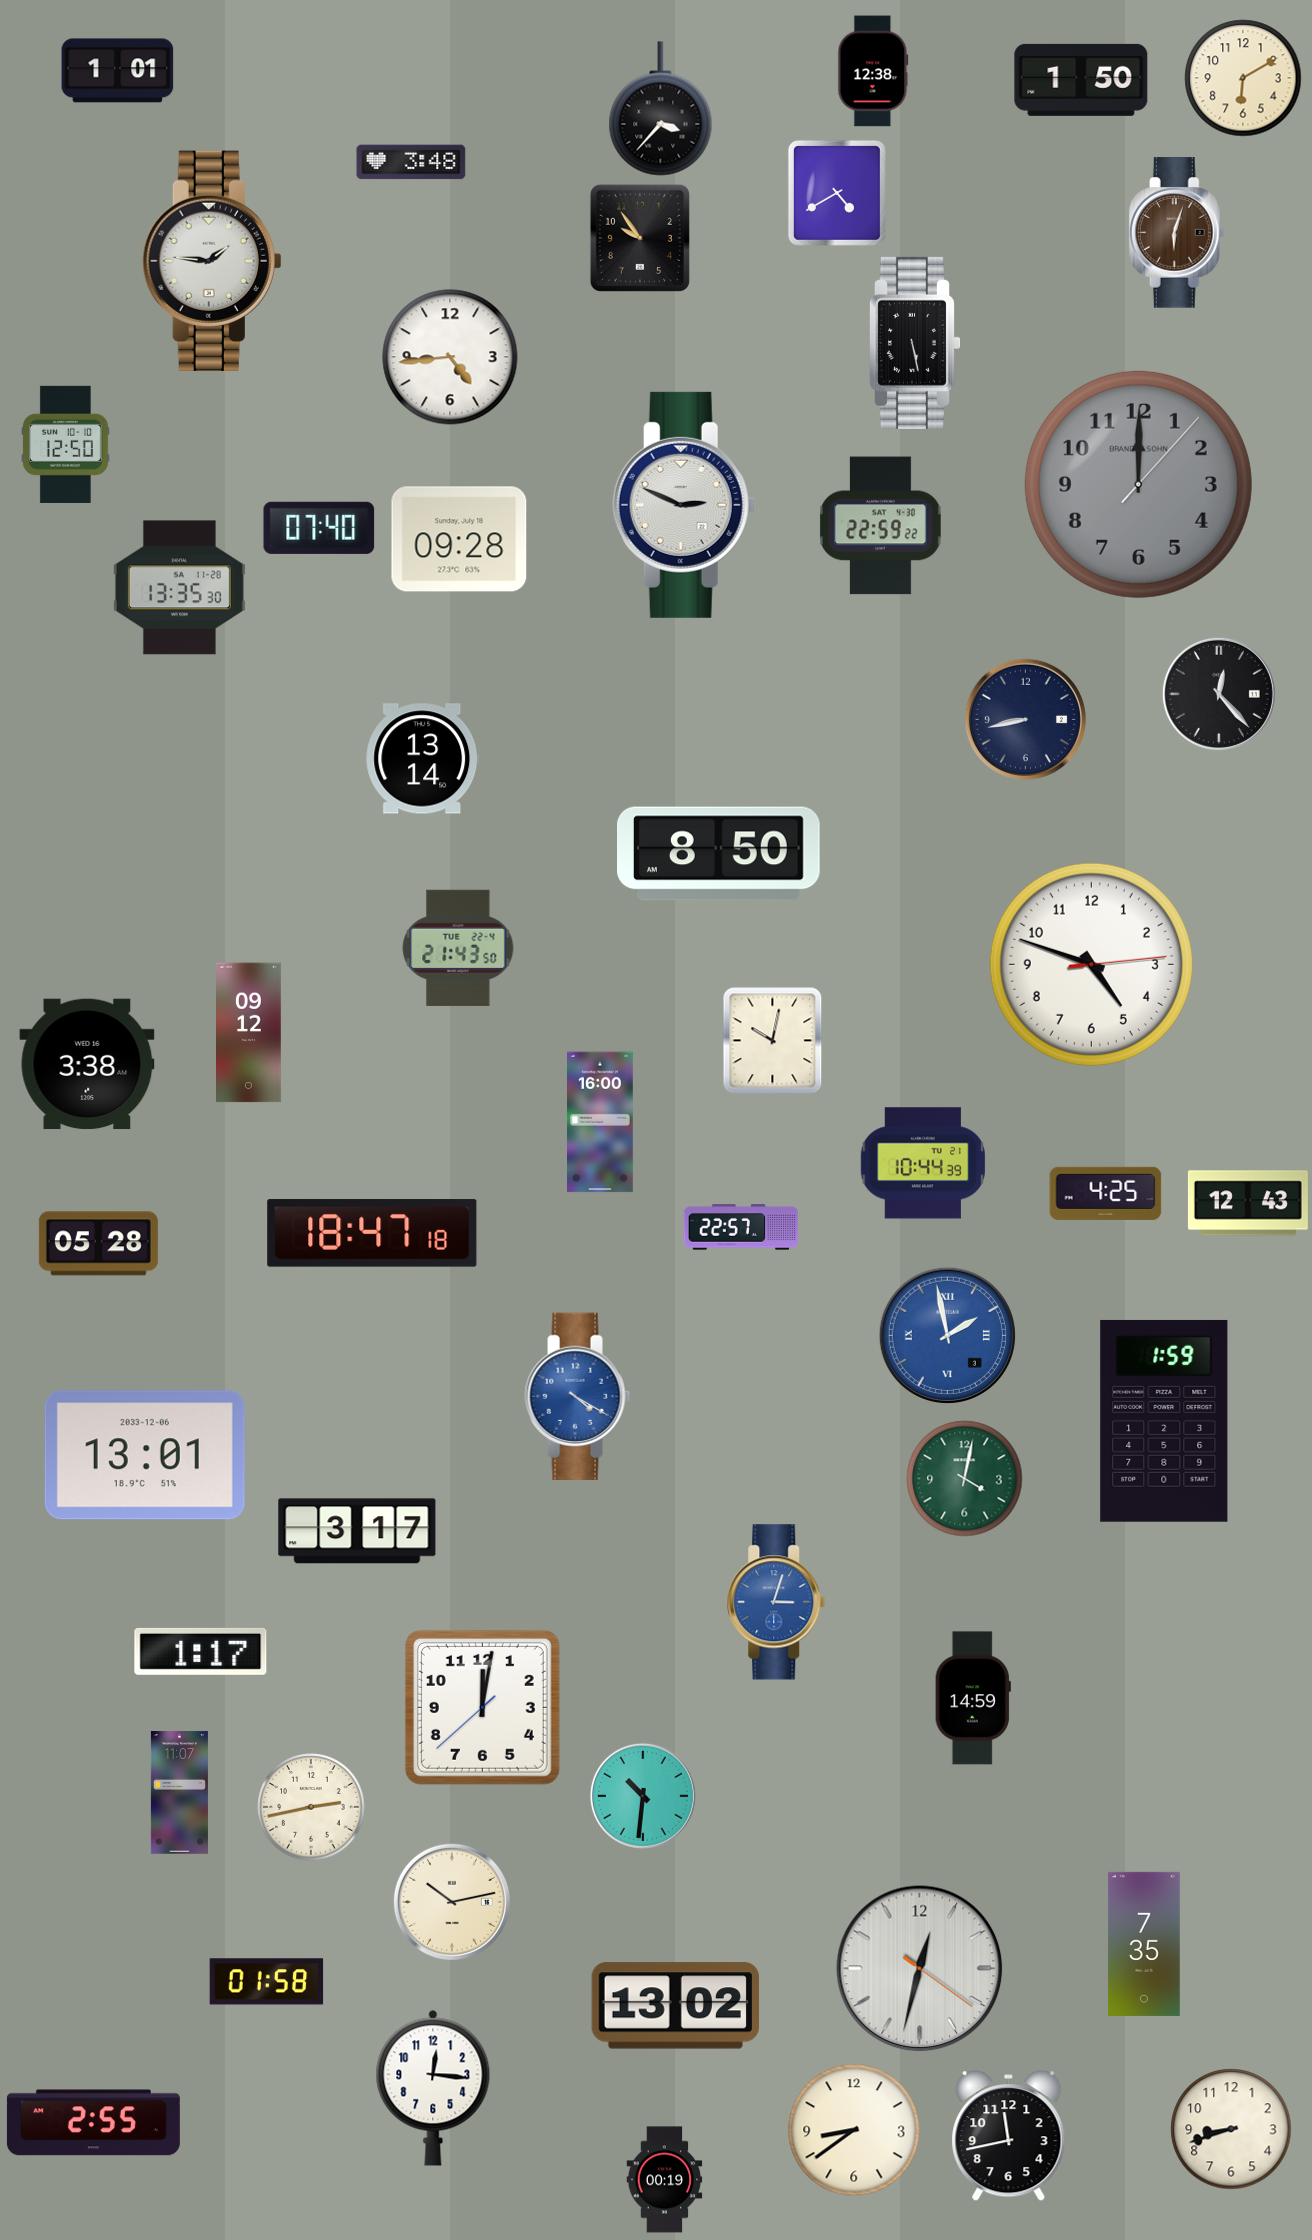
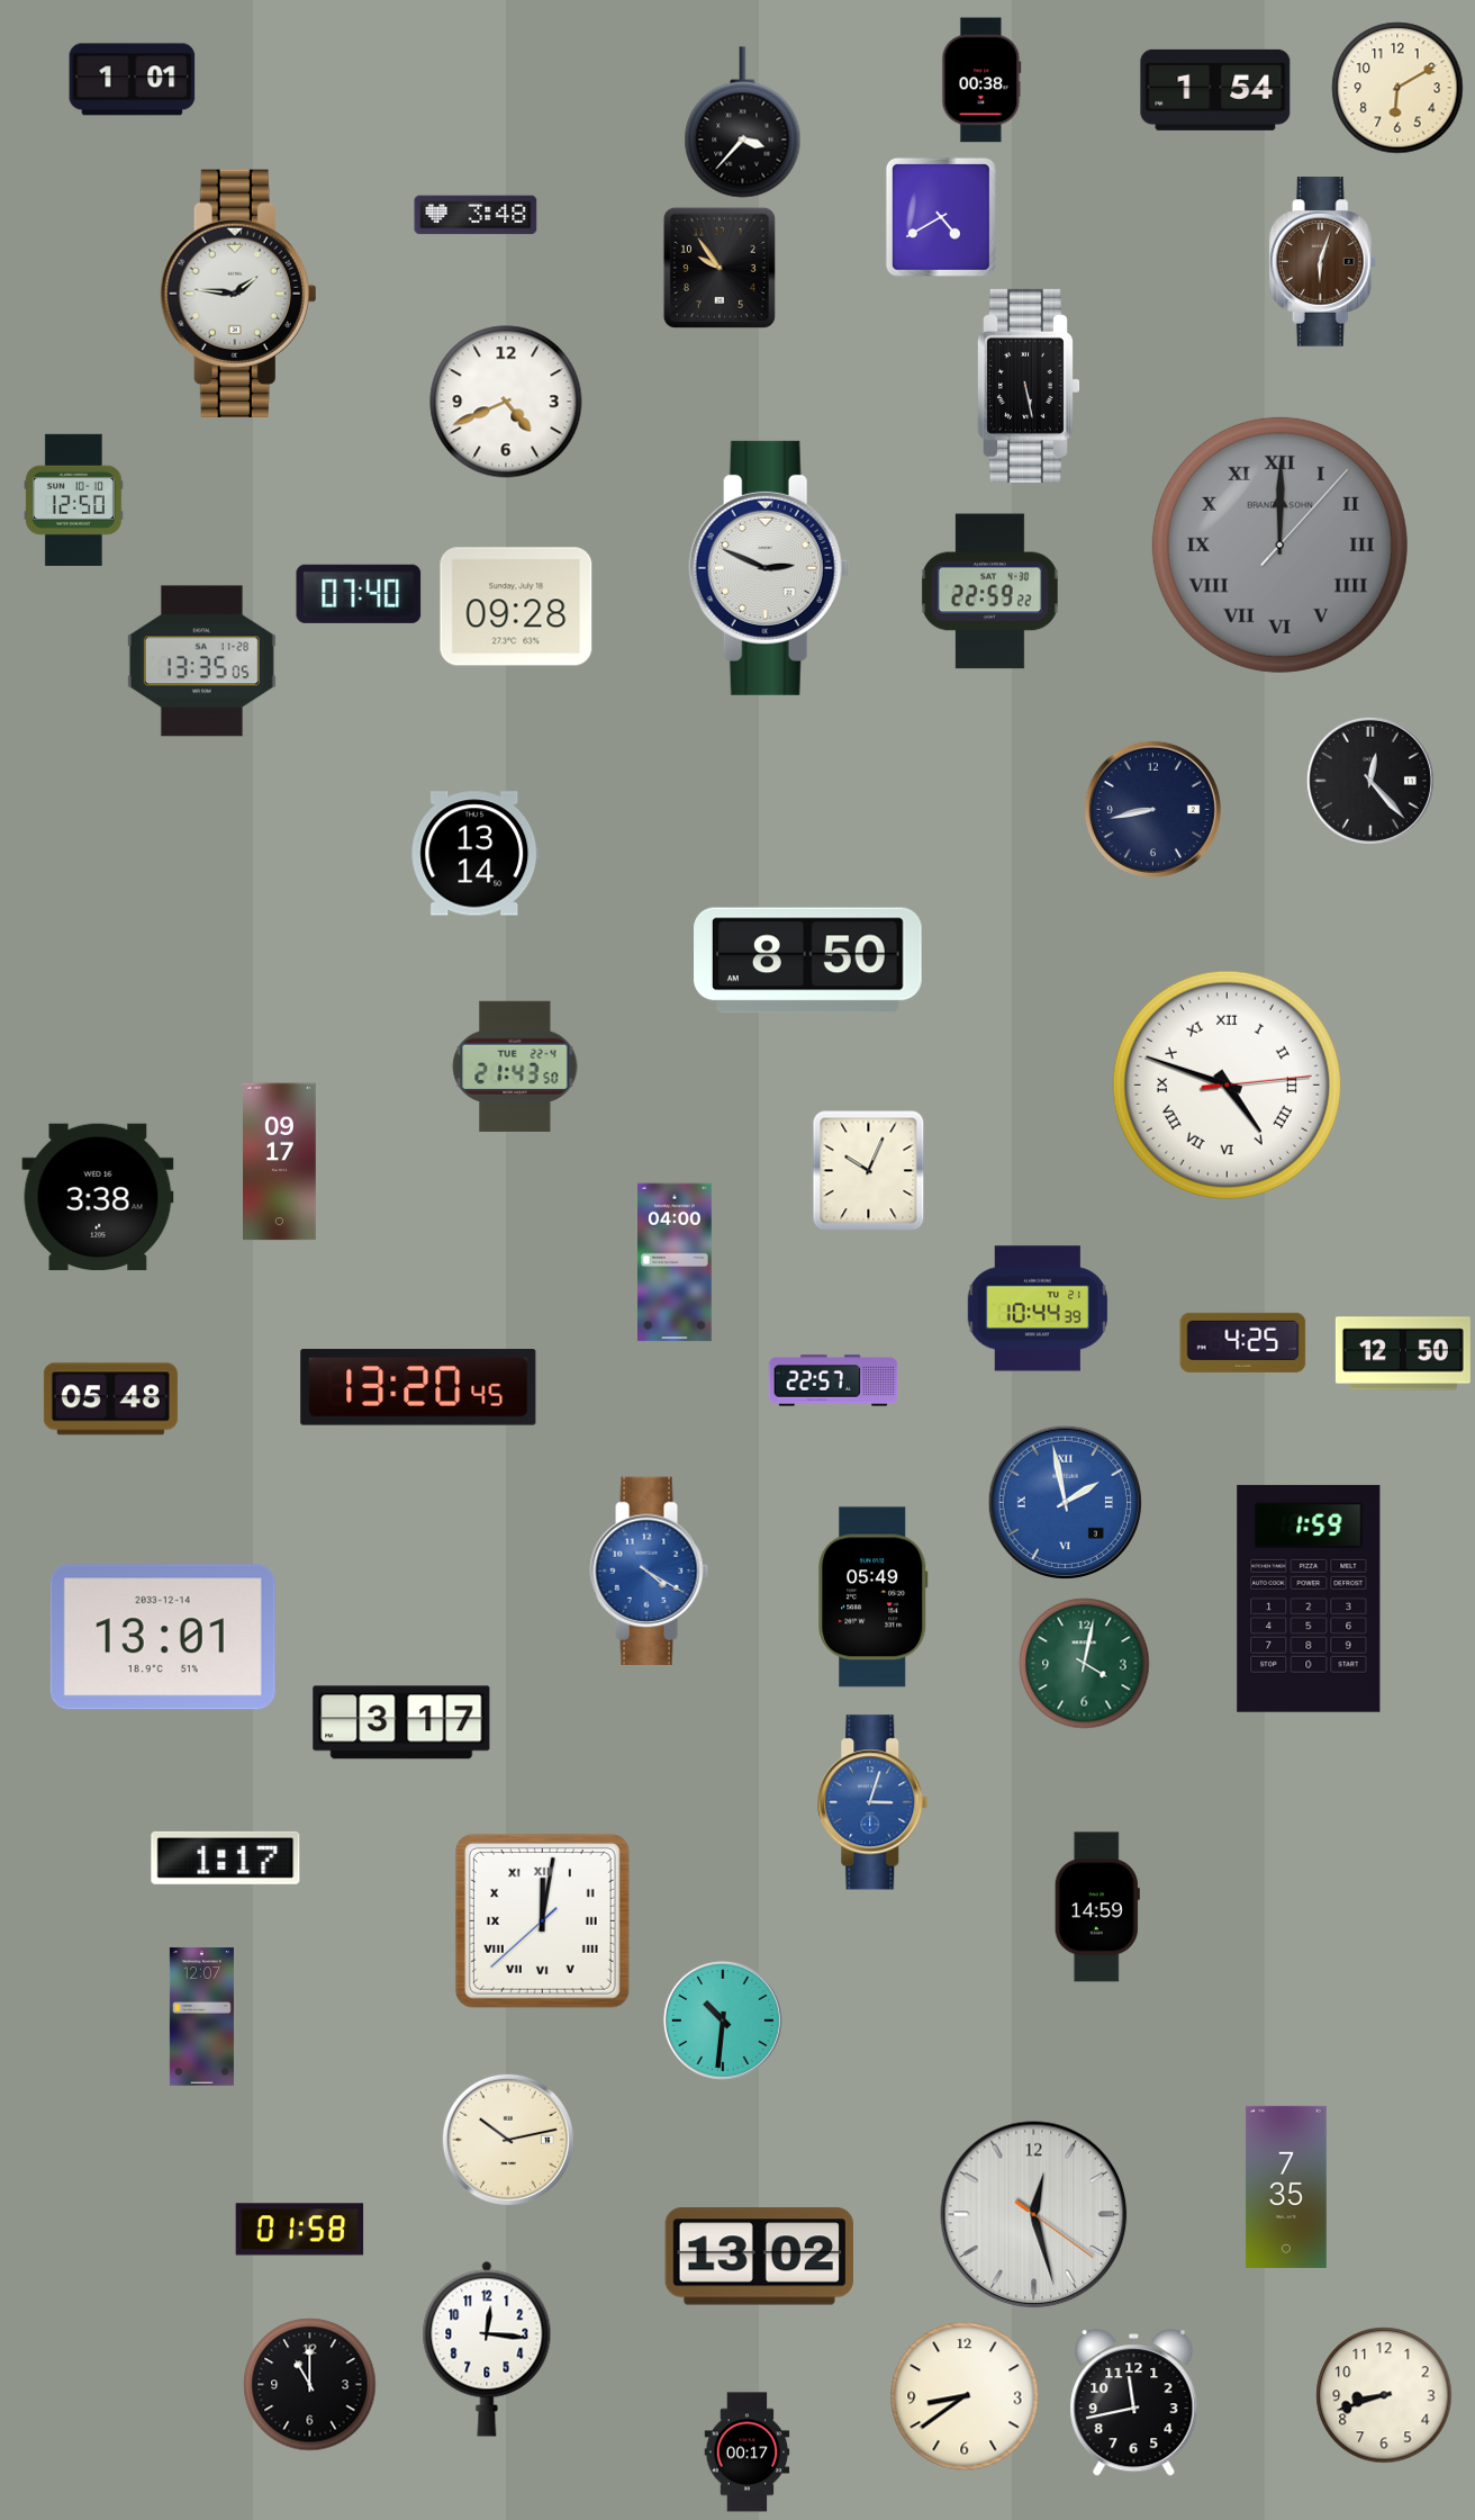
clock at (873, 71): 12:38 -> 00:38
clock at (1081, 80): 1:50 -> 1:54
clock at (411, 162) position: (411, 162) -> (476, 215)
clock at (450, 357): 4:44 -> 4:41
clock at (1138, 484) numerals: Arabic -> Roman
clock at (179, 588): 13:35:30 -> 13:35:05
clock at (1091, 964) numerals: Arabic -> Roman
clock at (249, 1033): 09:12 -> 09:17
clock at (773, 1041): 10:02 -> 10:04
clock at (601, 1122): 16:00 -> 04:00
clock at (1248, 1203): 12:43 -> 12:50
clock at (372, 1233): 18:47 -> 13:20
clock at (98, 1244): 05:28 -> 05:48
clock at (874, 1597): none -> 05:49
clock at (145, 1455) date: 2033-12-06 -> 2033-12-14
clock at (973, 1698) position: (973, 1698) -> (1097, 1907)
clock at (482, 1707) numerals: Arabic -> Roman
clock at (179, 1793): 11:07 -> 12:07
clock at (311, 1807): 2:43 -> none
clock at (920, 1969): 12:32 -> 12:27
clock at (310, 2385): none -> 11:00
clock at (93, 2123): 2:55 -> none
clock at (854, 2130) position: (854, 2130) -> (965, 2396)
clock at (665, 2180): 00:19 -> 00:17
